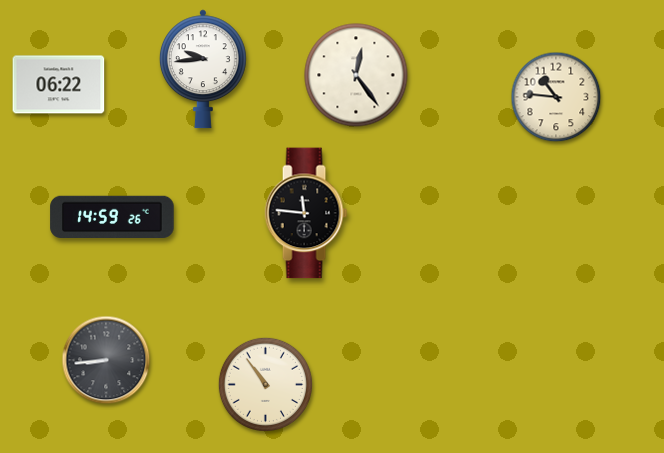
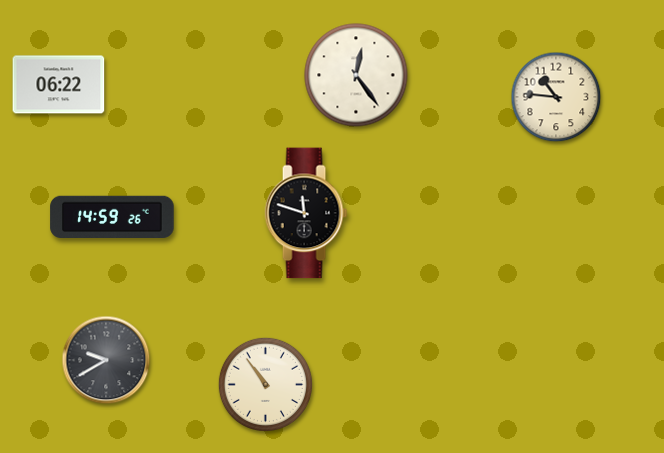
clock at (203, 69): 9:44 -> none
clock at (306, 213): 11:46 -> 11:48
clock at (106, 360): 8:44 -> 9:40
